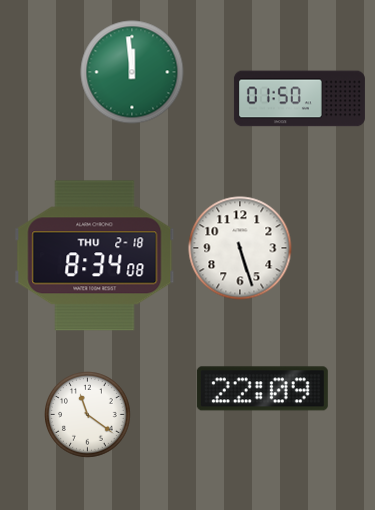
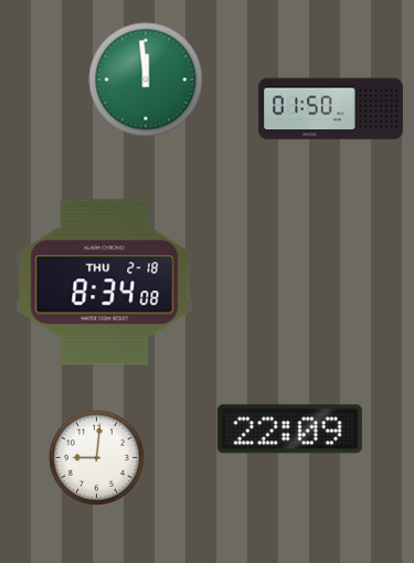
clock at (240, 248): 5:27 -> none
clock at (88, 415): 11:21 -> 9:01
